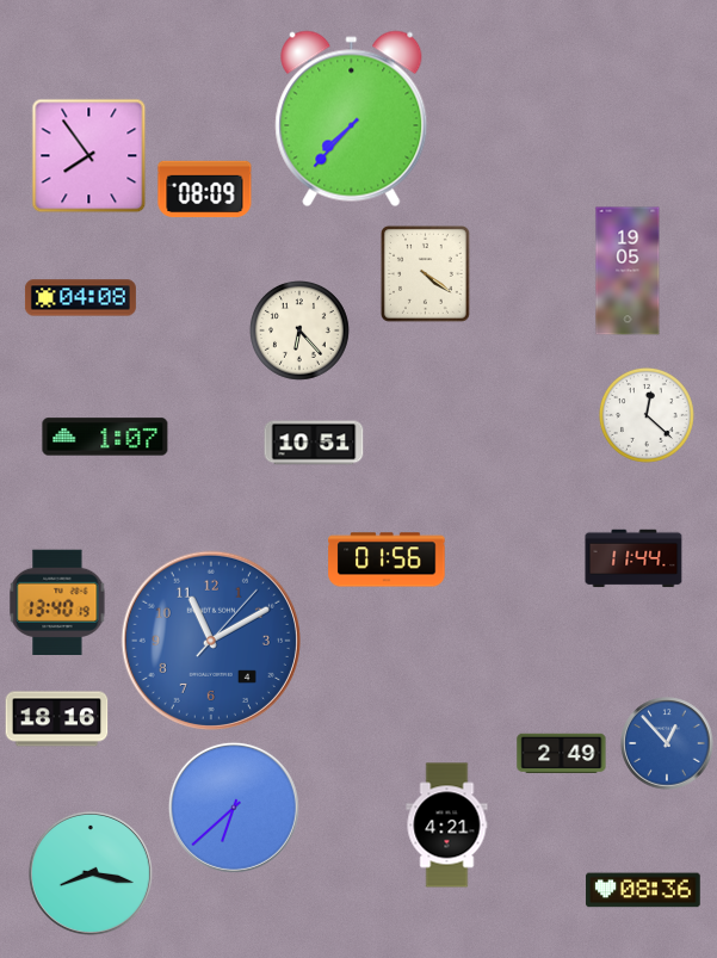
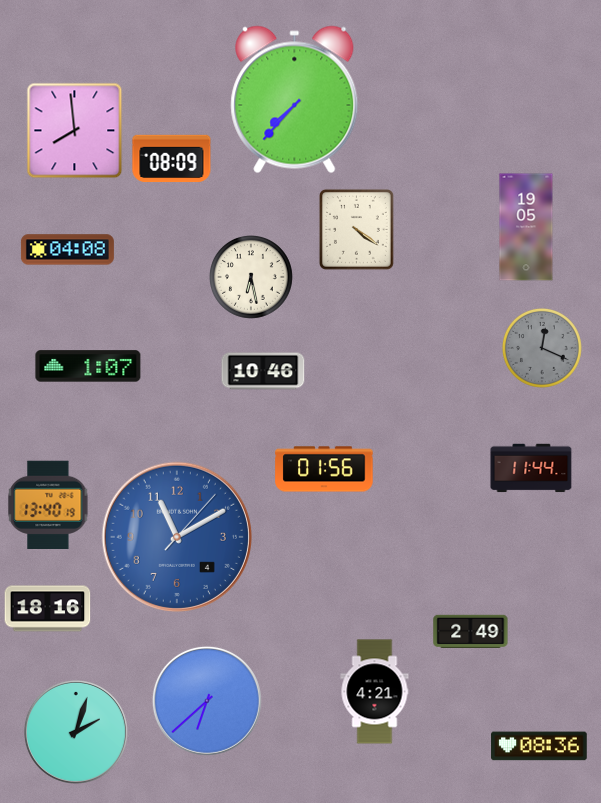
clock at (89, 156): 7:54 -> 7:59
clock at (301, 332): 6:23 -> 6:28
clock at (647, 415): 12:22 -> 12:19
clock at (647, 415) dial: white -> grey
clock at (314, 443): 10:51 -> 10:46
clock at (57, 719) position: (57, 719) -> (48, 609)
clock at (667, 743): 12:53 -> none
clock at (234, 808) position: (234, 808) -> (207, 701)
clock at (91, 873): 8:17 -> 2:03
